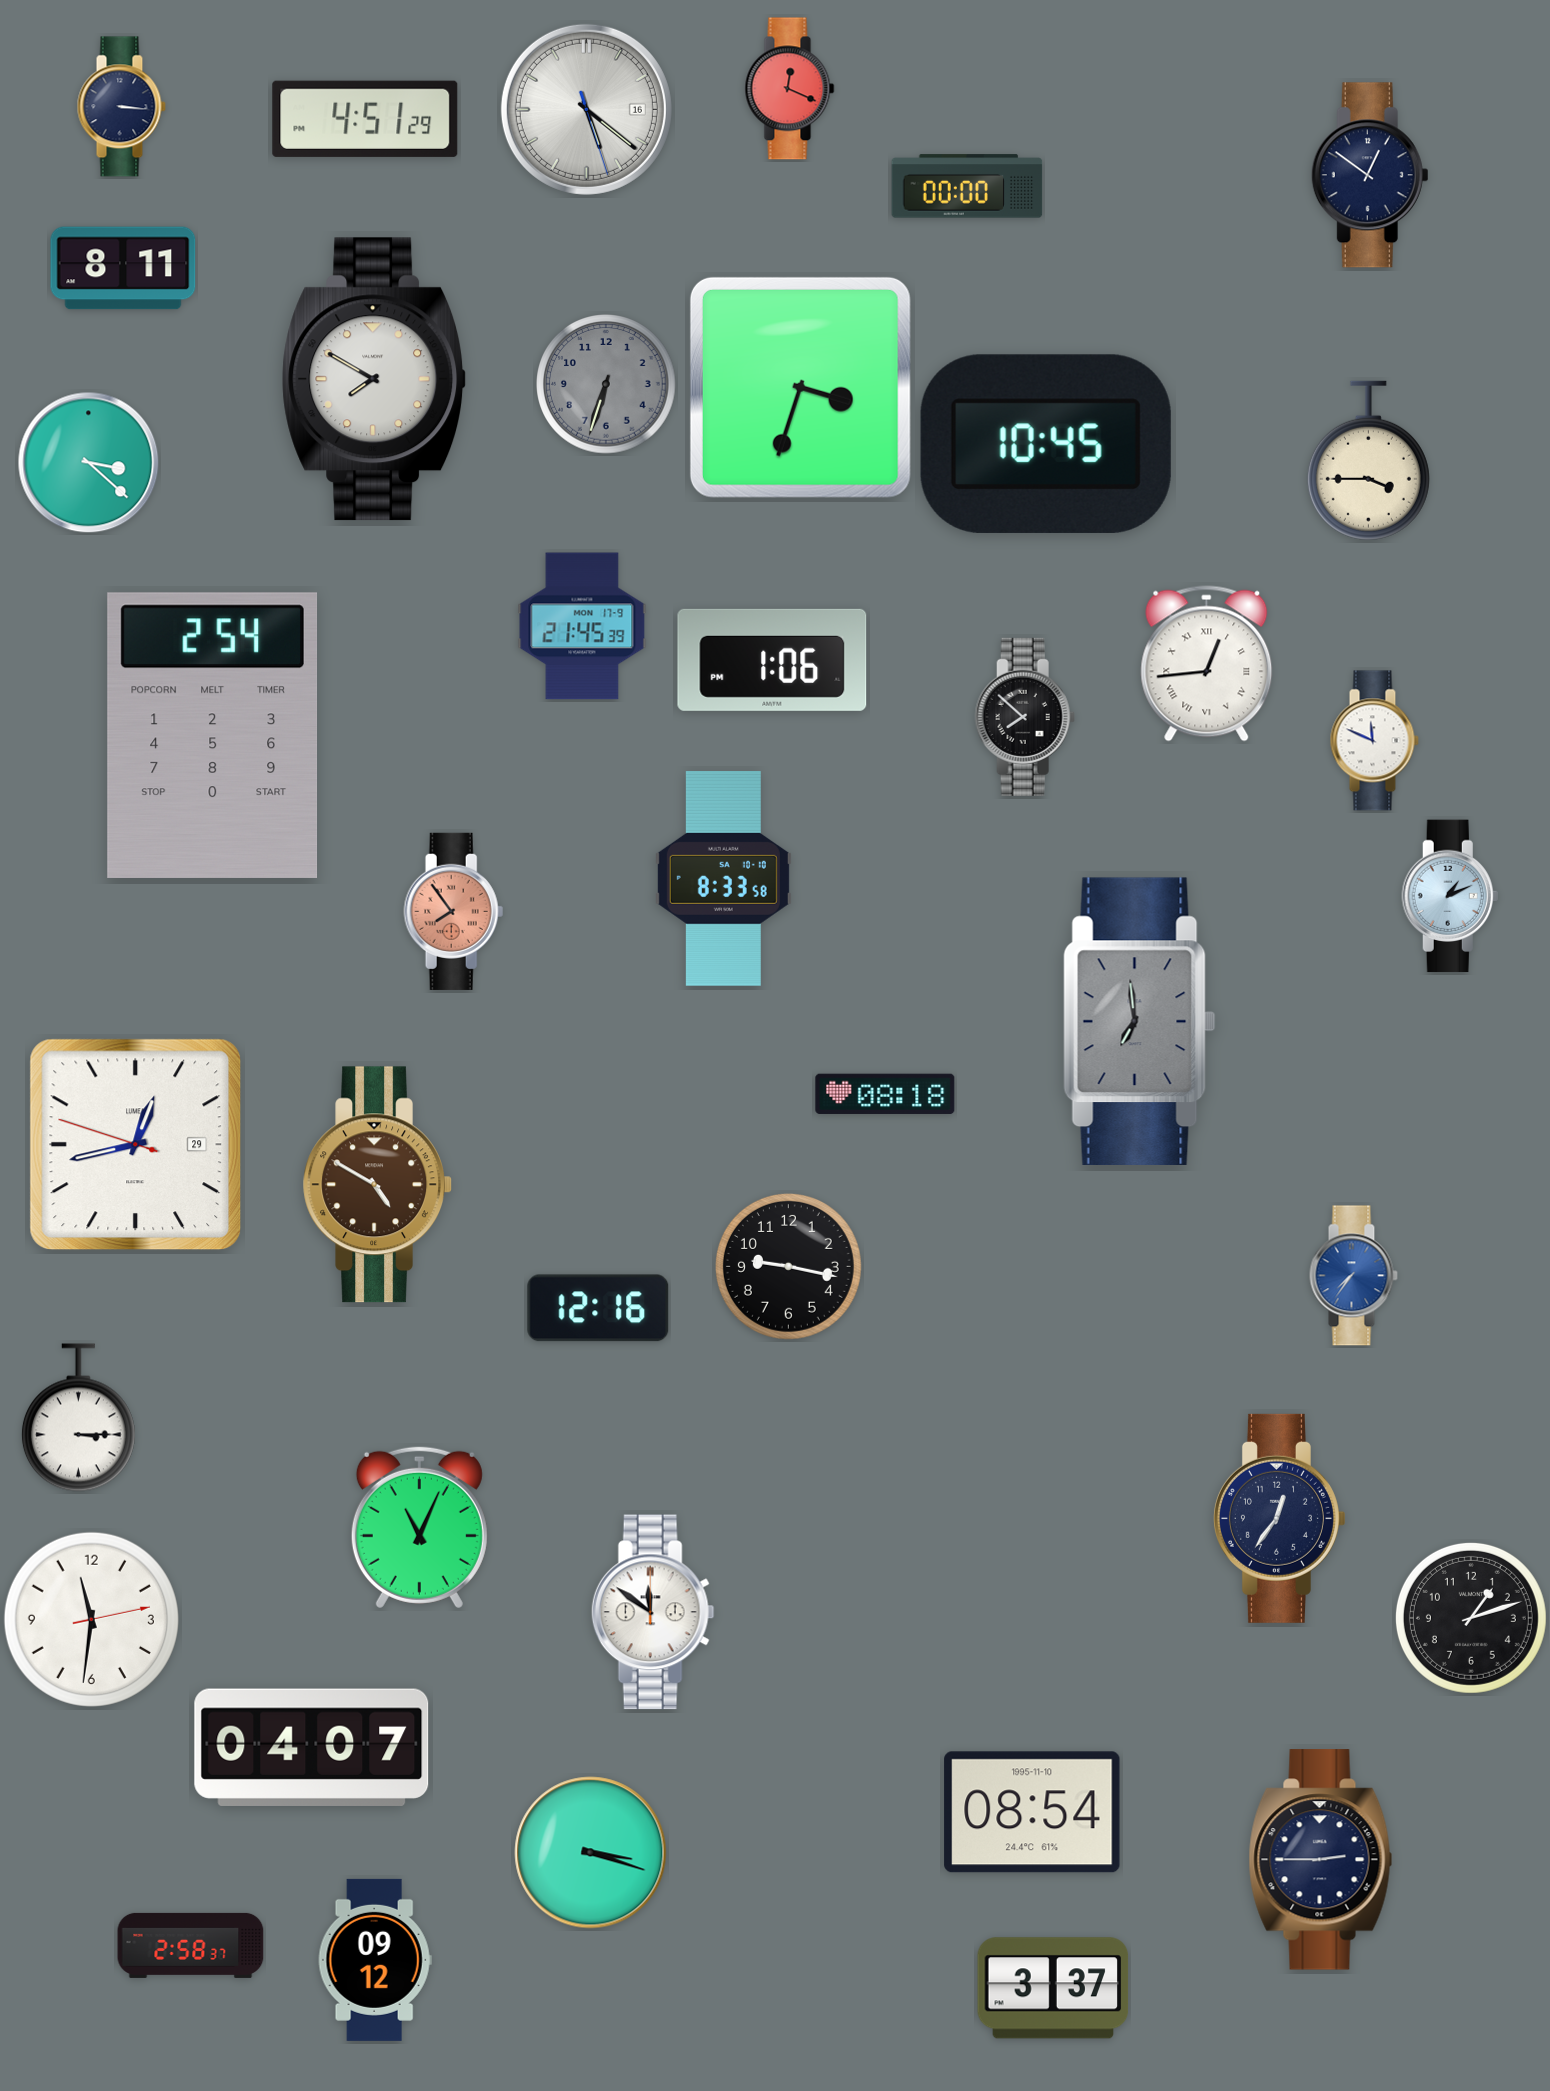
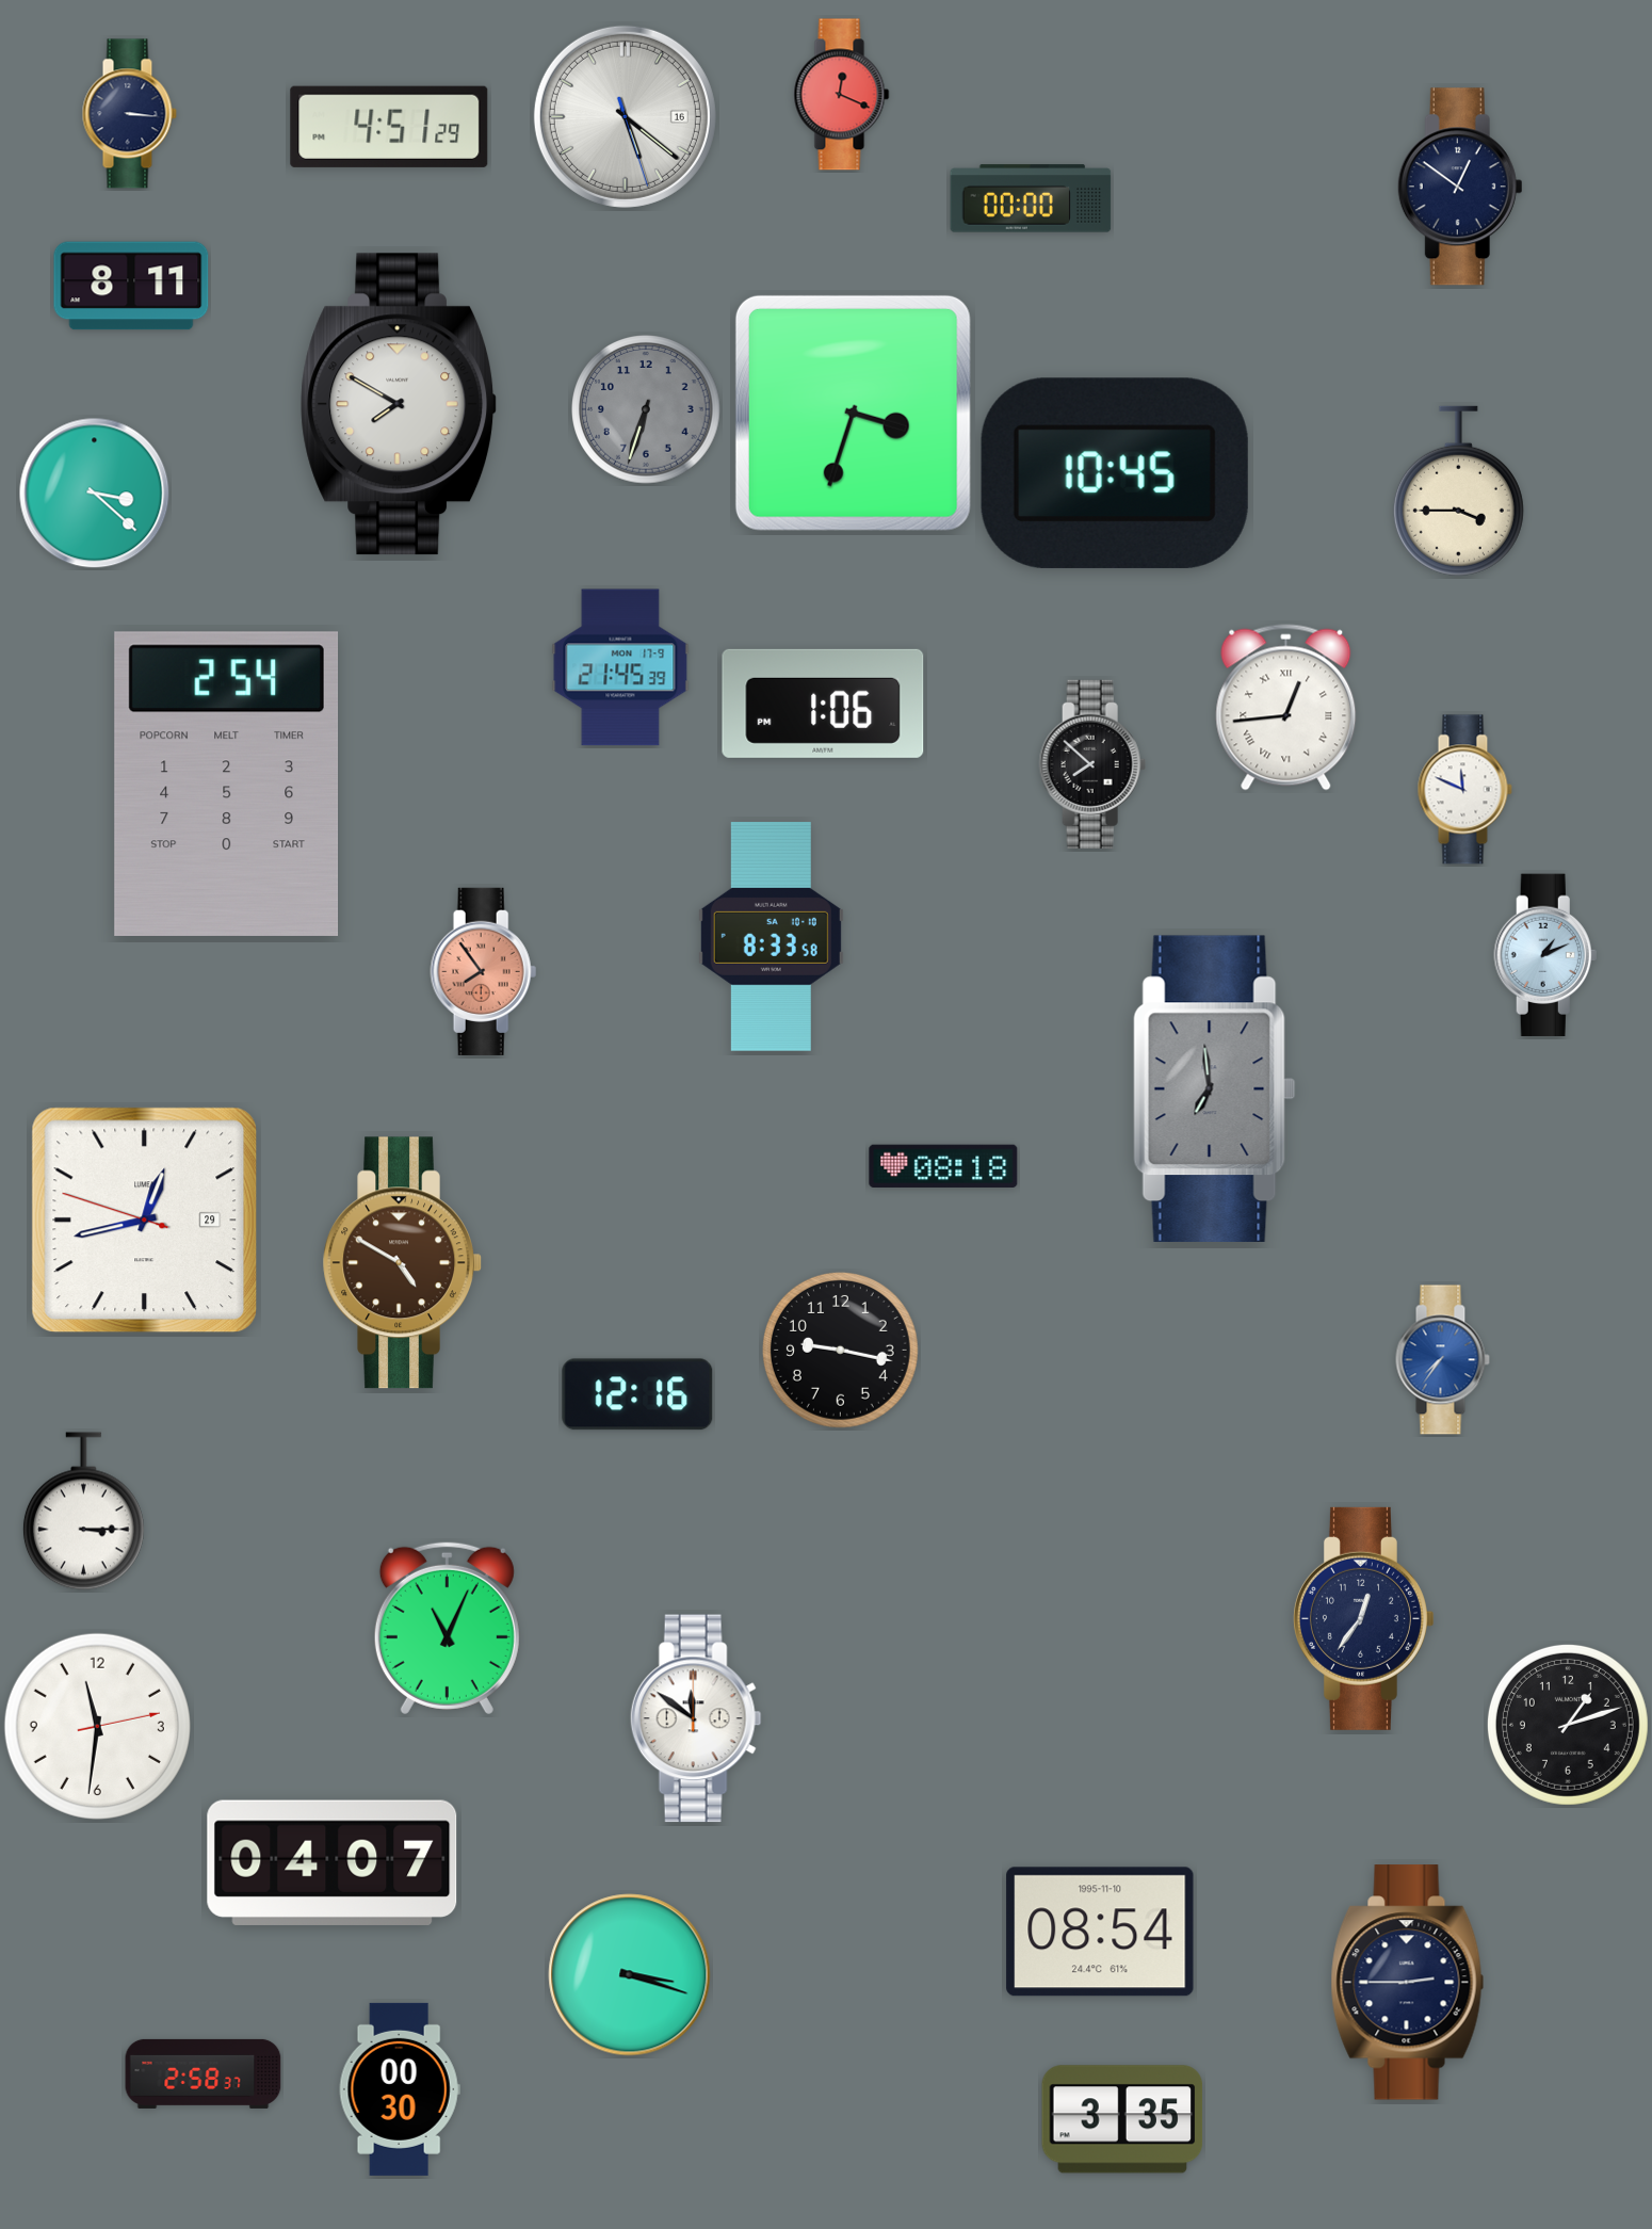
clock at (375, 1960): 09:12 -> 00:30
clock at (1053, 1988): 3:37 -> 3:35
